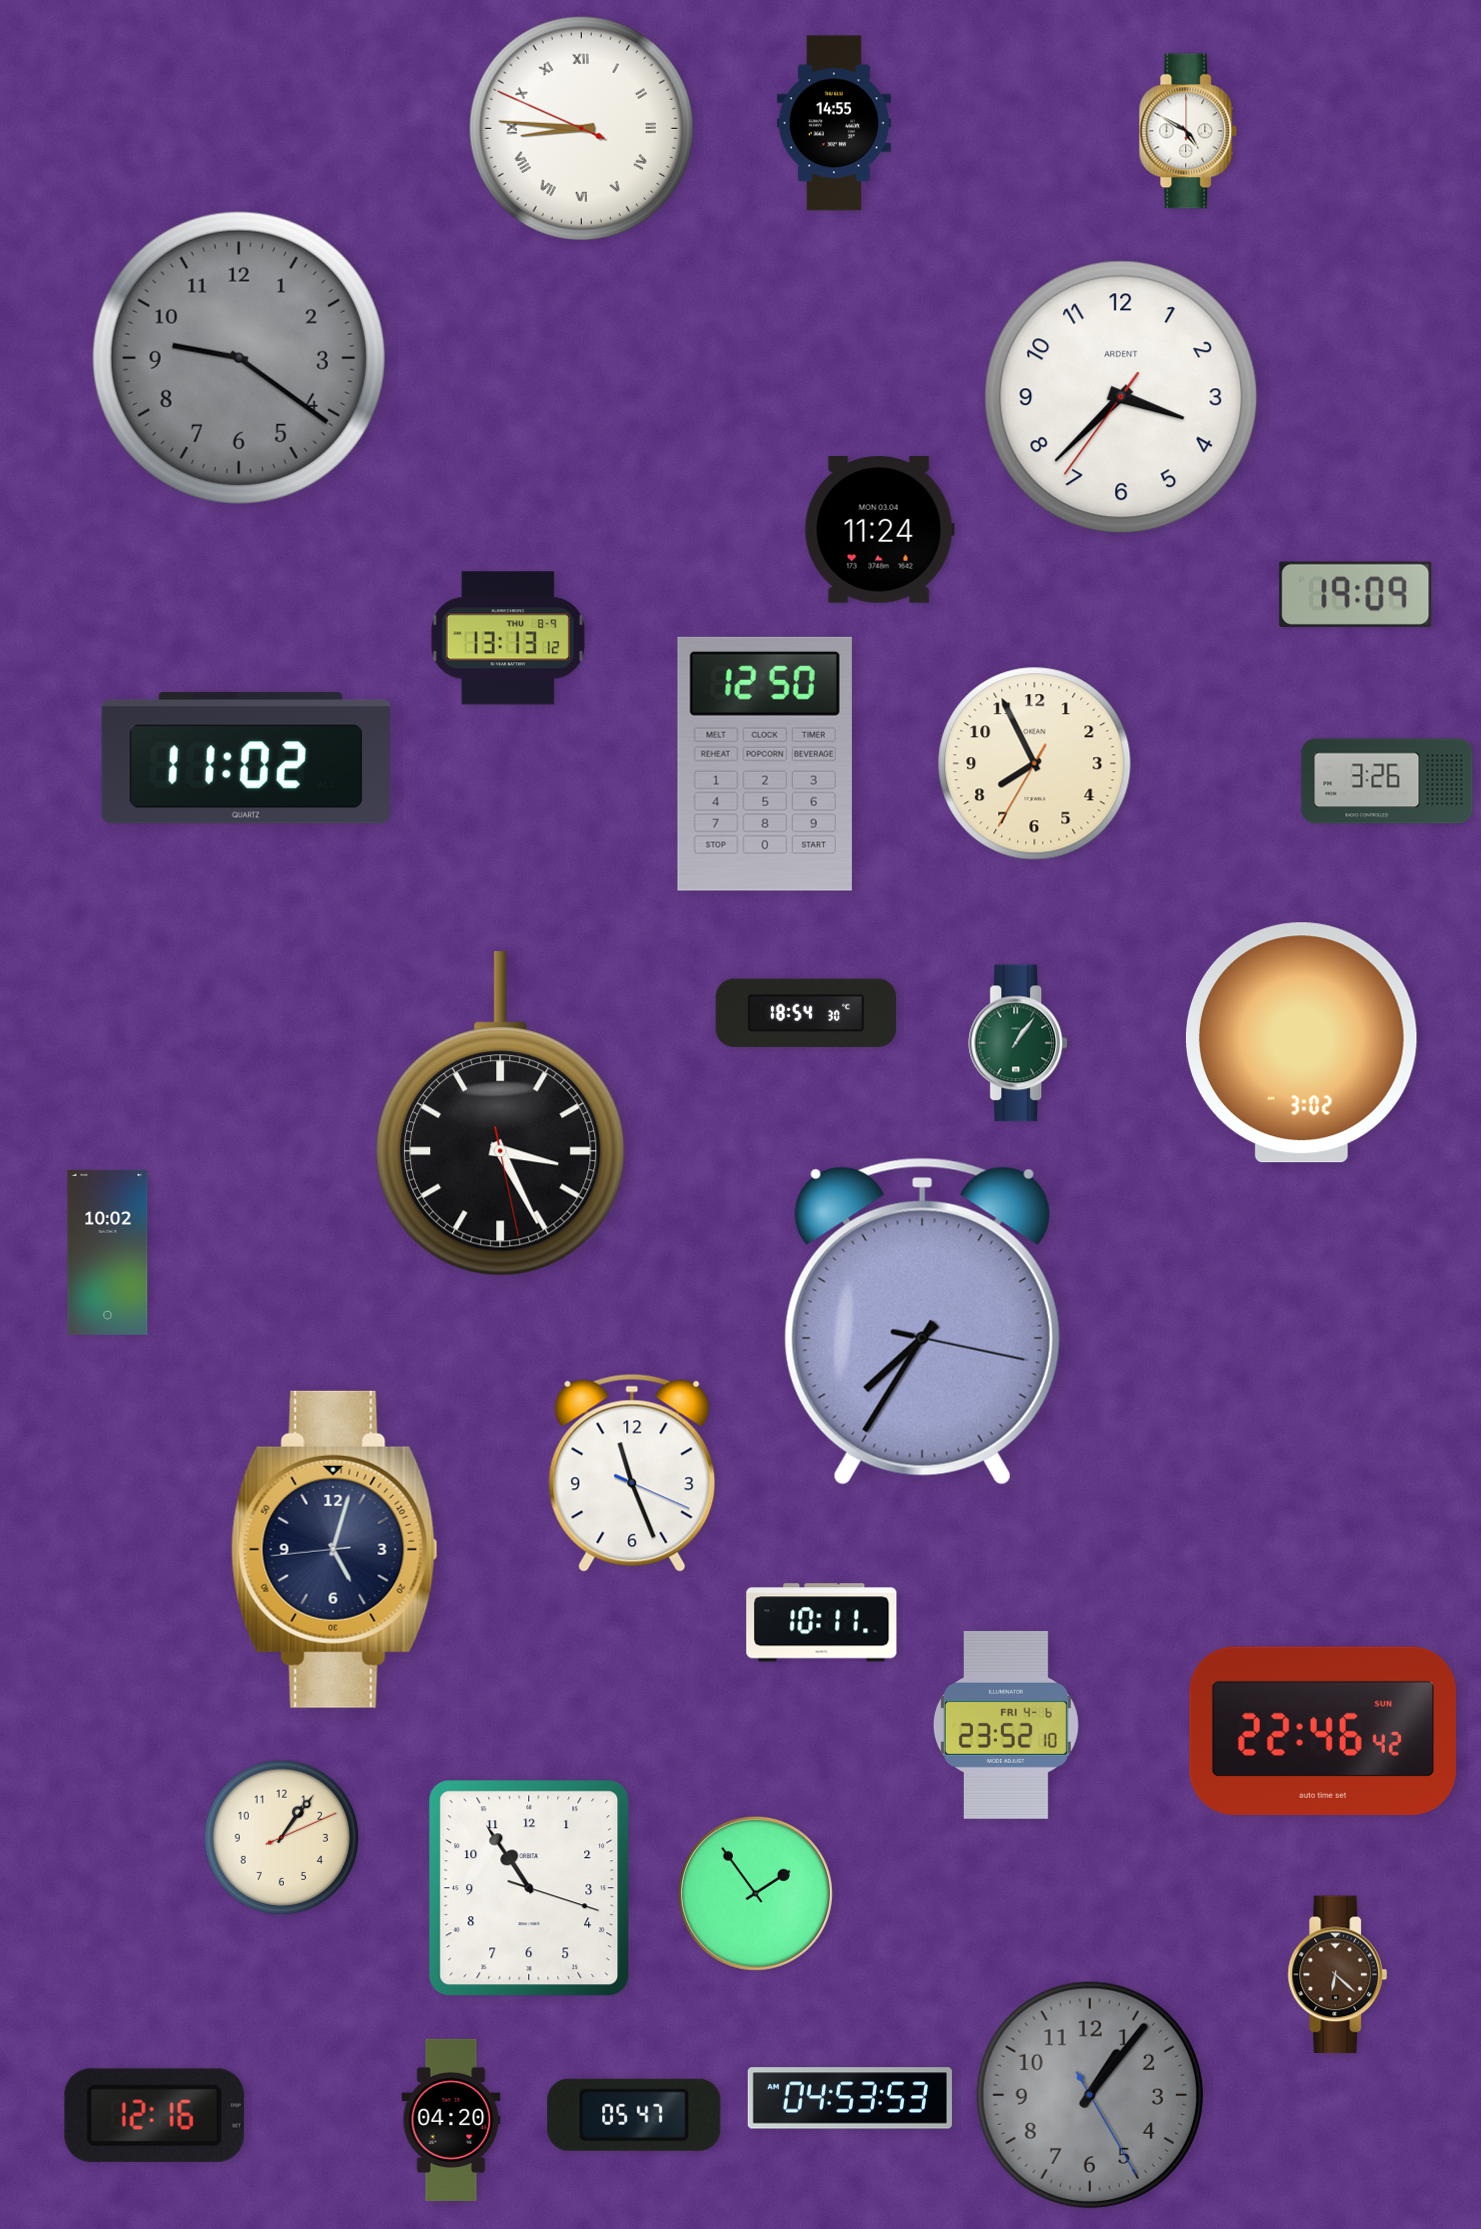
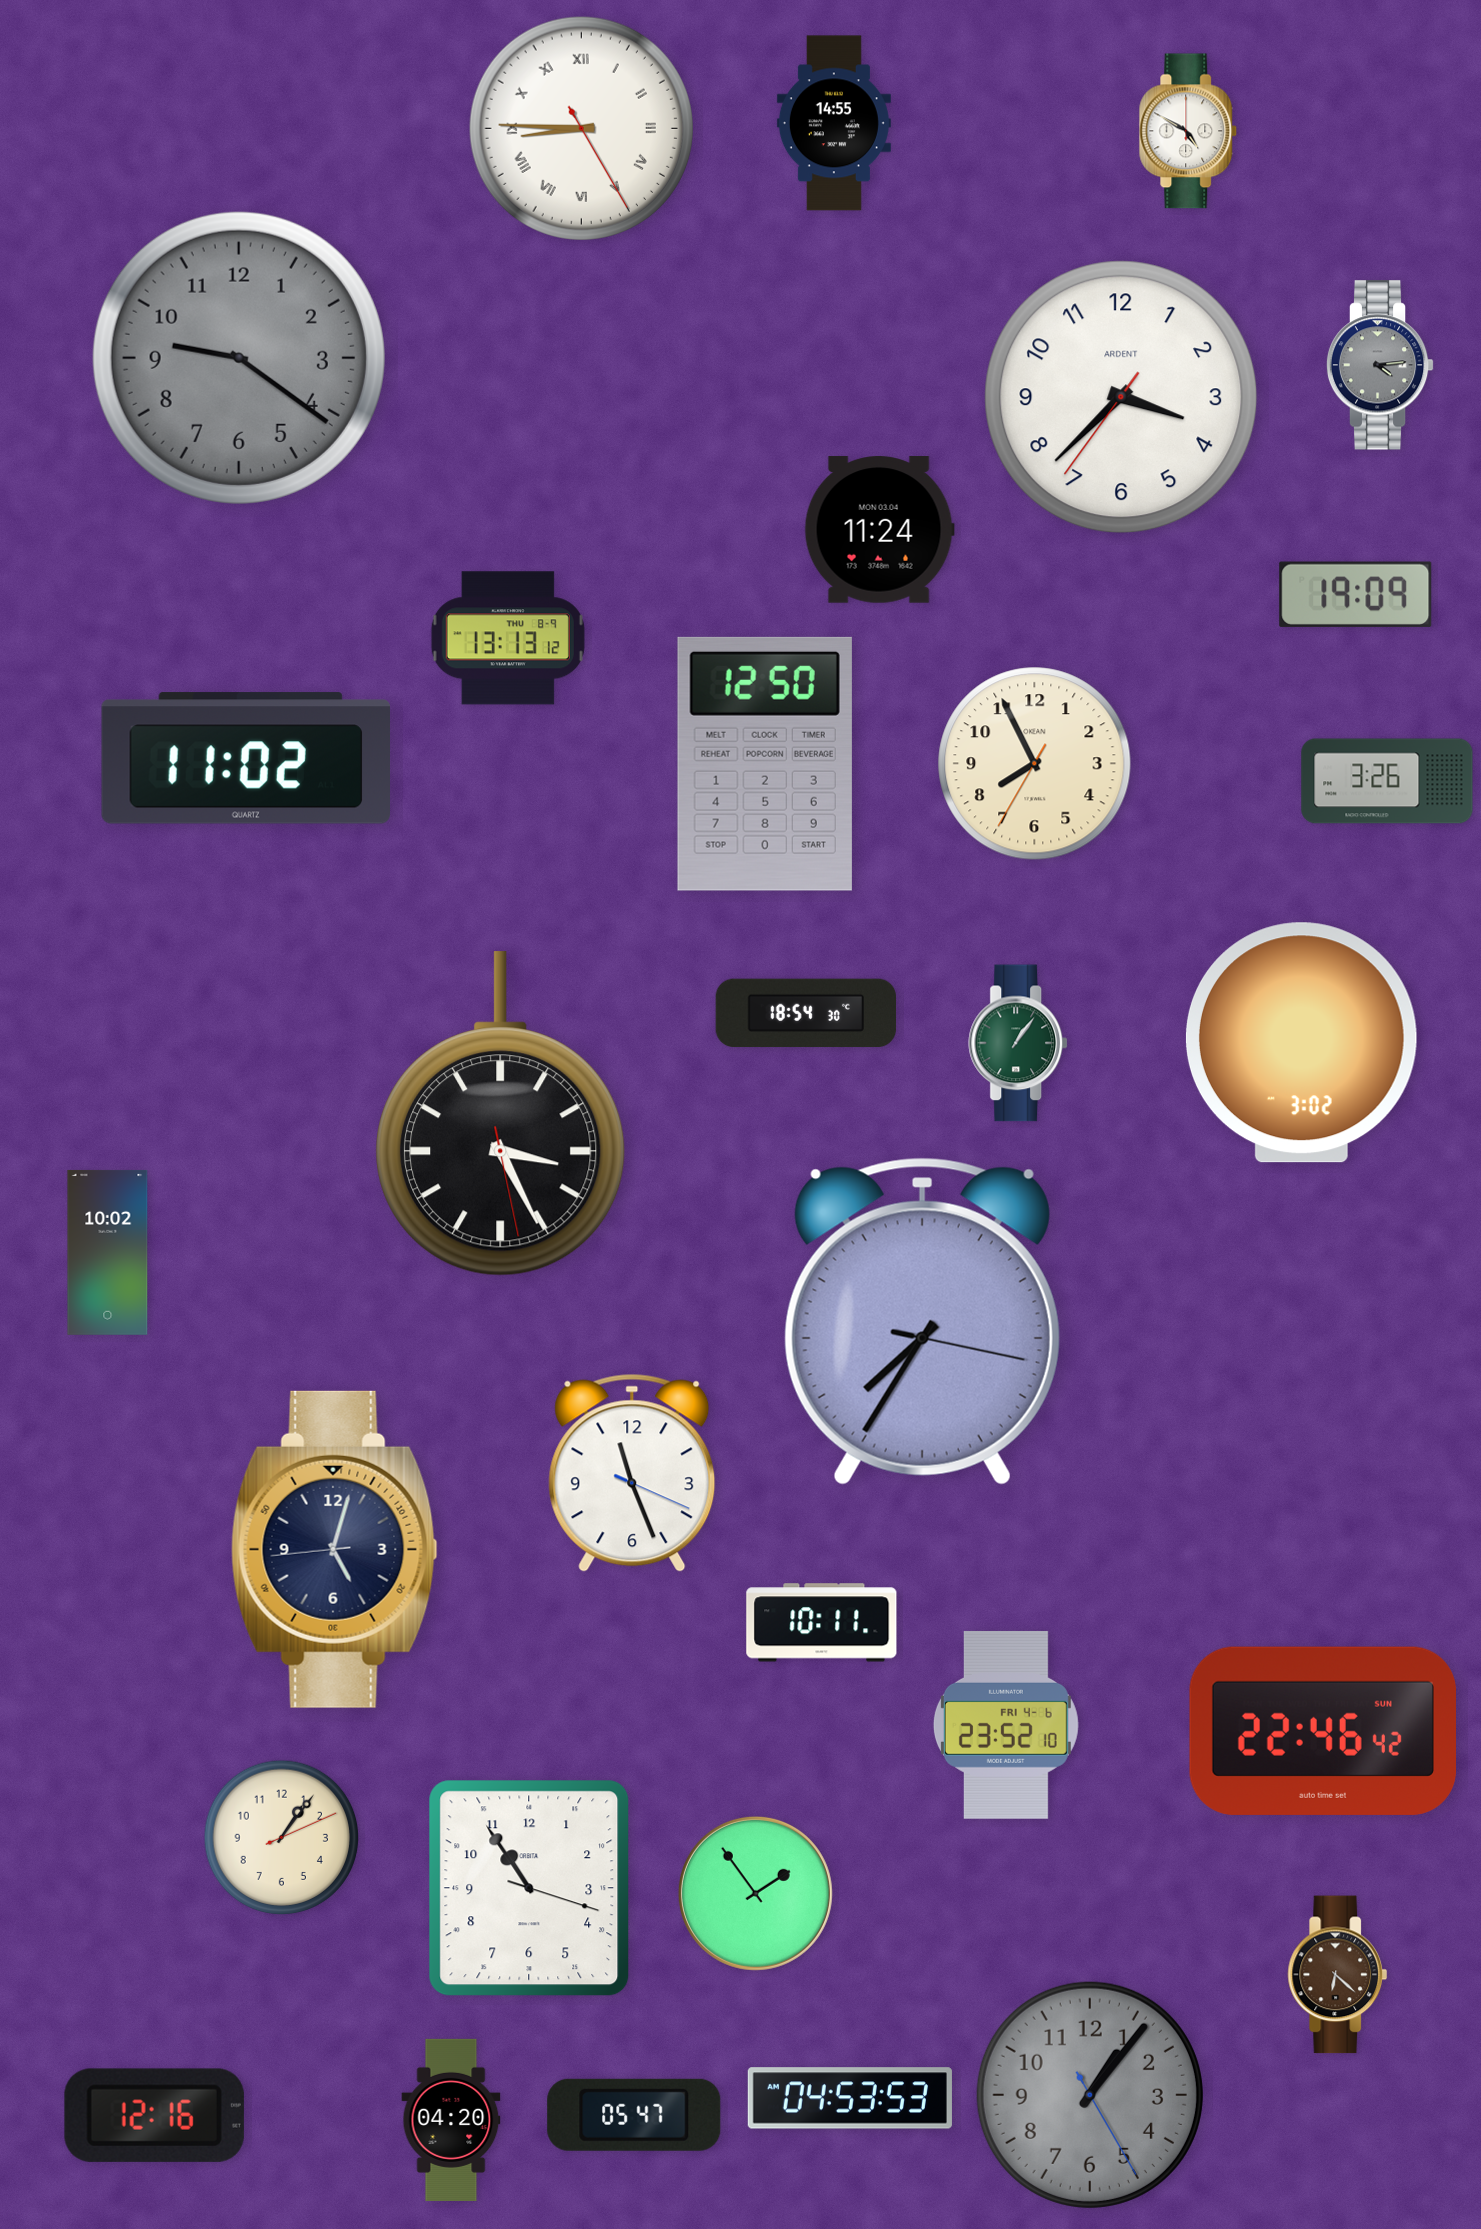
clock at (581, 128): 8:45:49 -> 8:45:25
clock at (1380, 365): none -> 4:14
